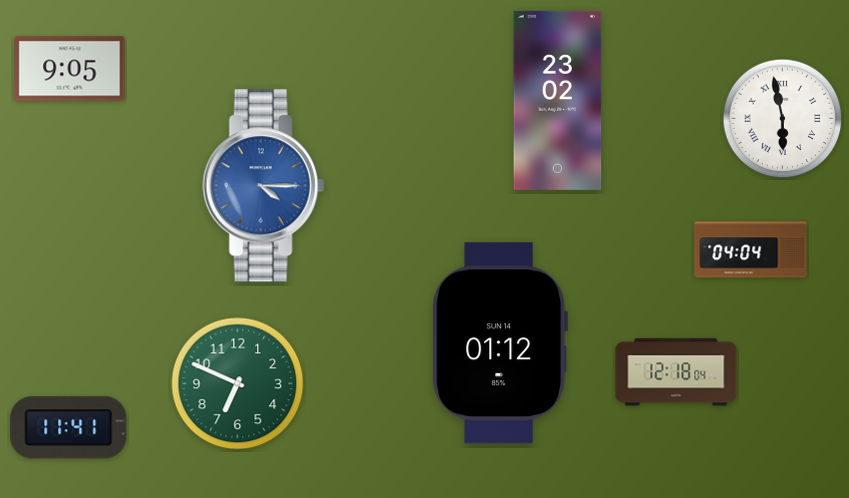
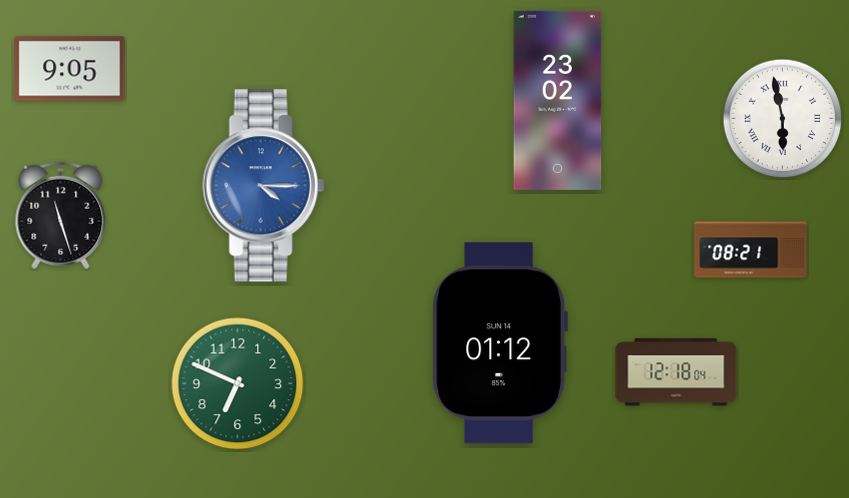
clock at (61, 216): none -> 11:27
clock at (751, 250): 04:04 -> 08:21
clock at (69, 428): 11:41 -> none
